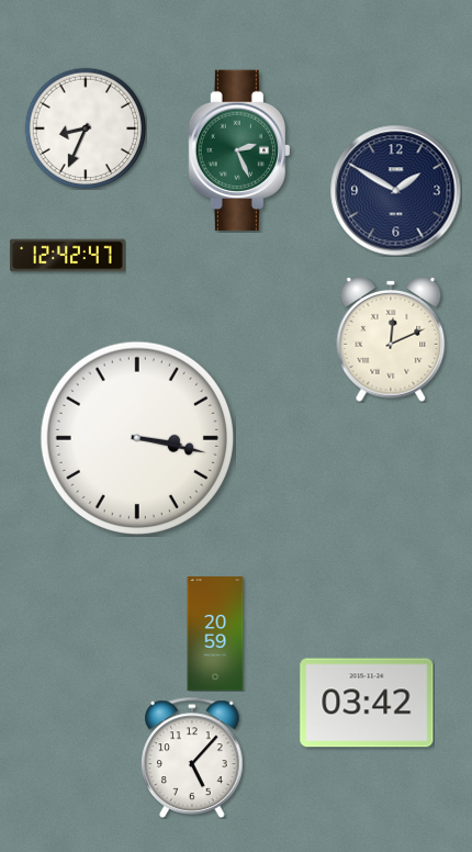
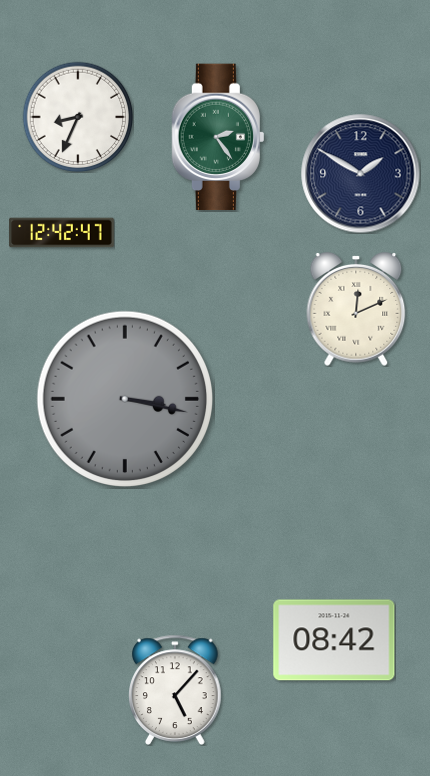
clock at (238, 150): 2:26 -> 2:24
clock at (137, 438) dial: white -> grey
clock at (215, 634): 20:59 -> none
clock at (367, 703): 03:42 -> 08:42
